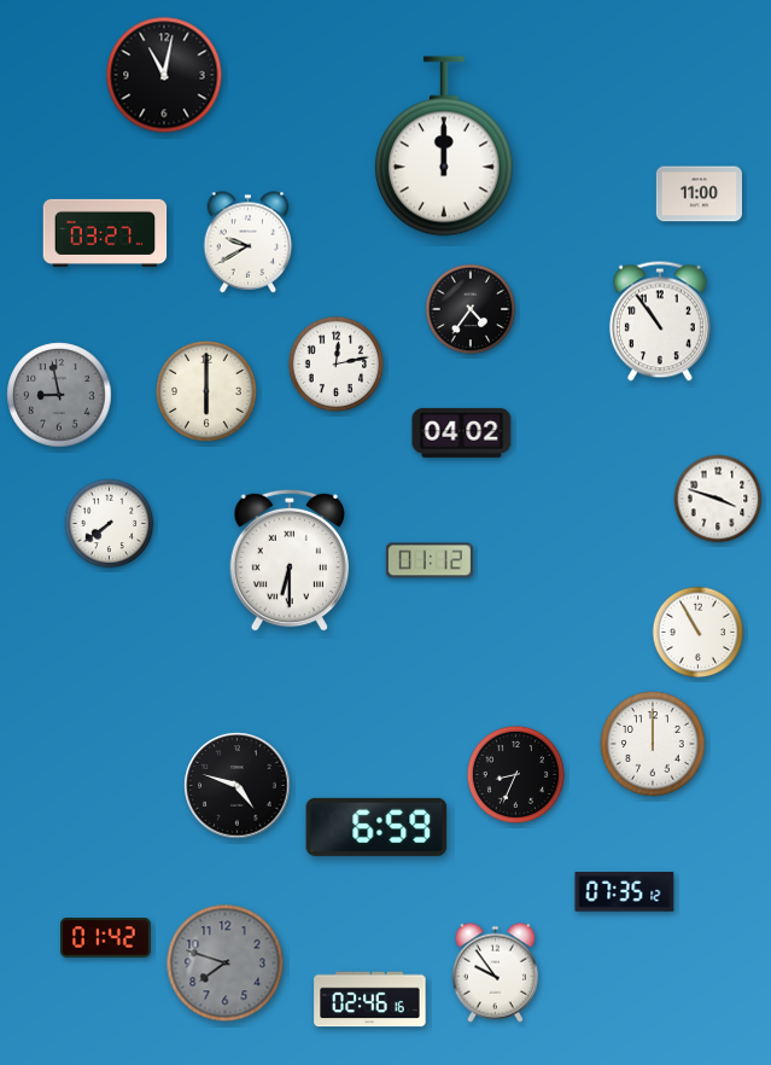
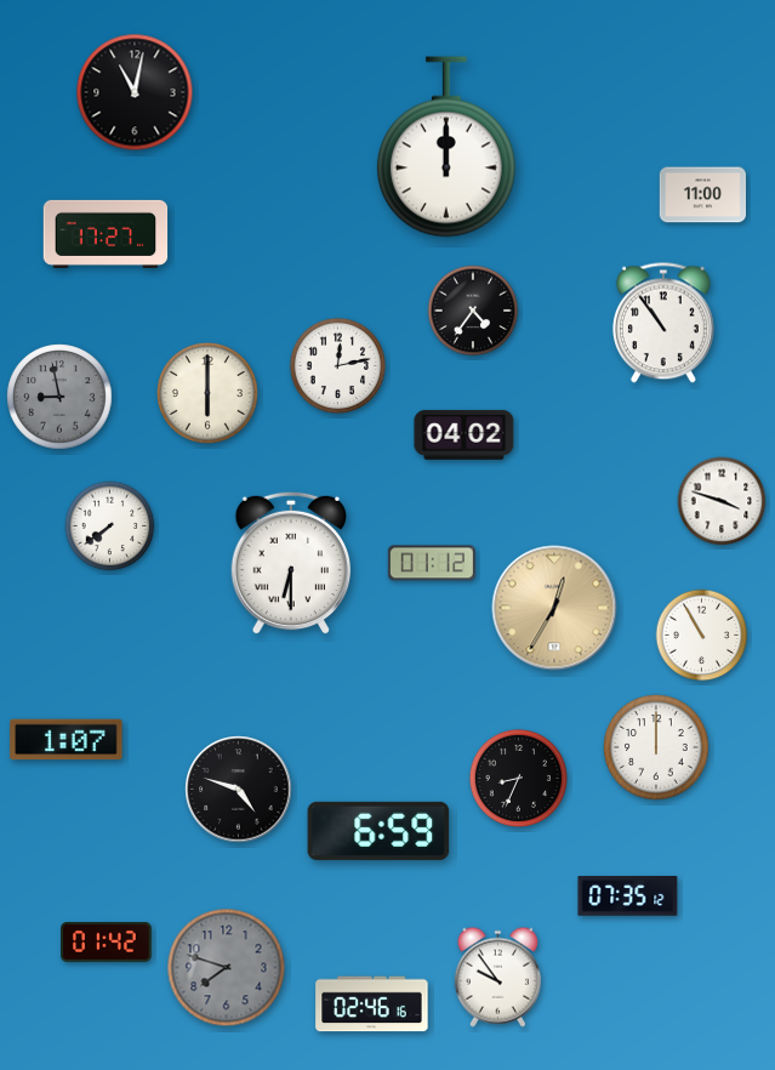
clock at (164, 75) position: (164, 75) -> (135, 92)
clock at (105, 233): 03:27 -> 17:27
clock at (249, 243): 9:40 -> none
clock at (554, 608): none -> 12:35
clock at (67, 740): none -> 1:07
